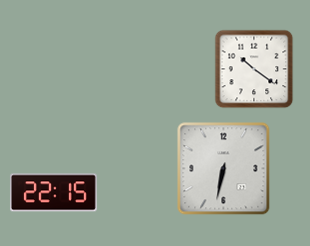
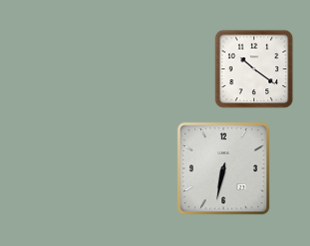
clock at (53, 193): 22:15 -> none
